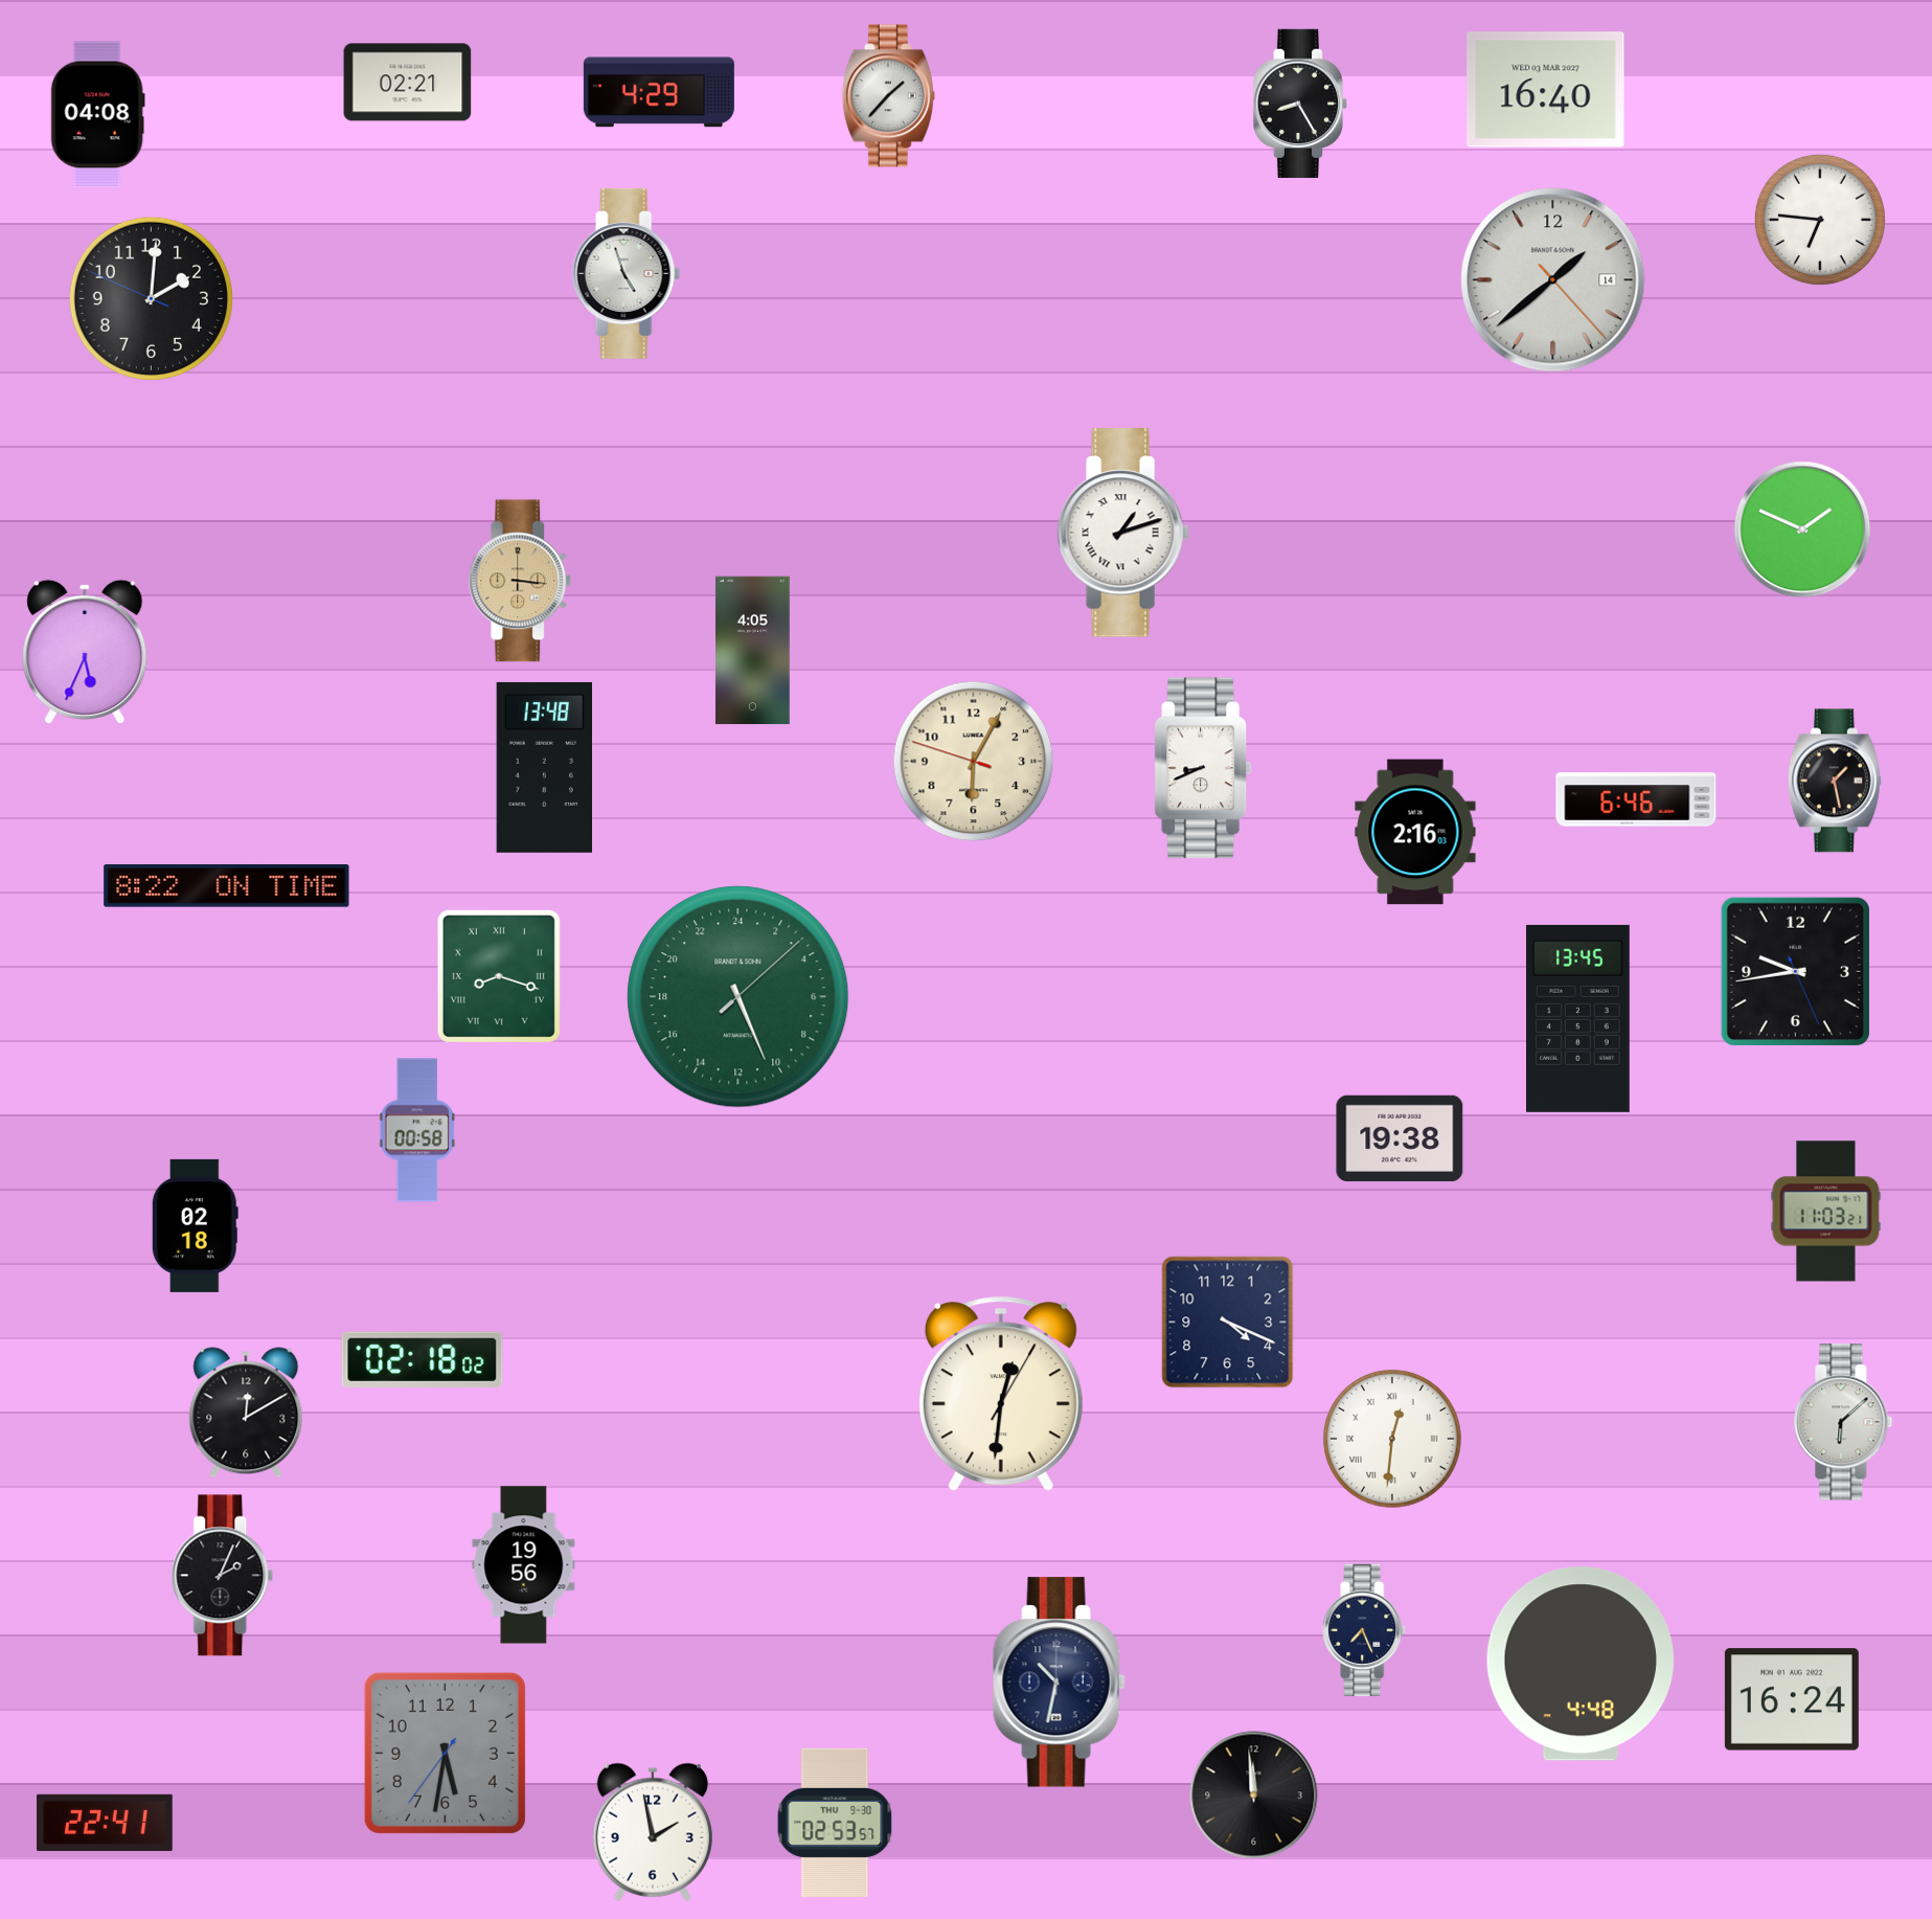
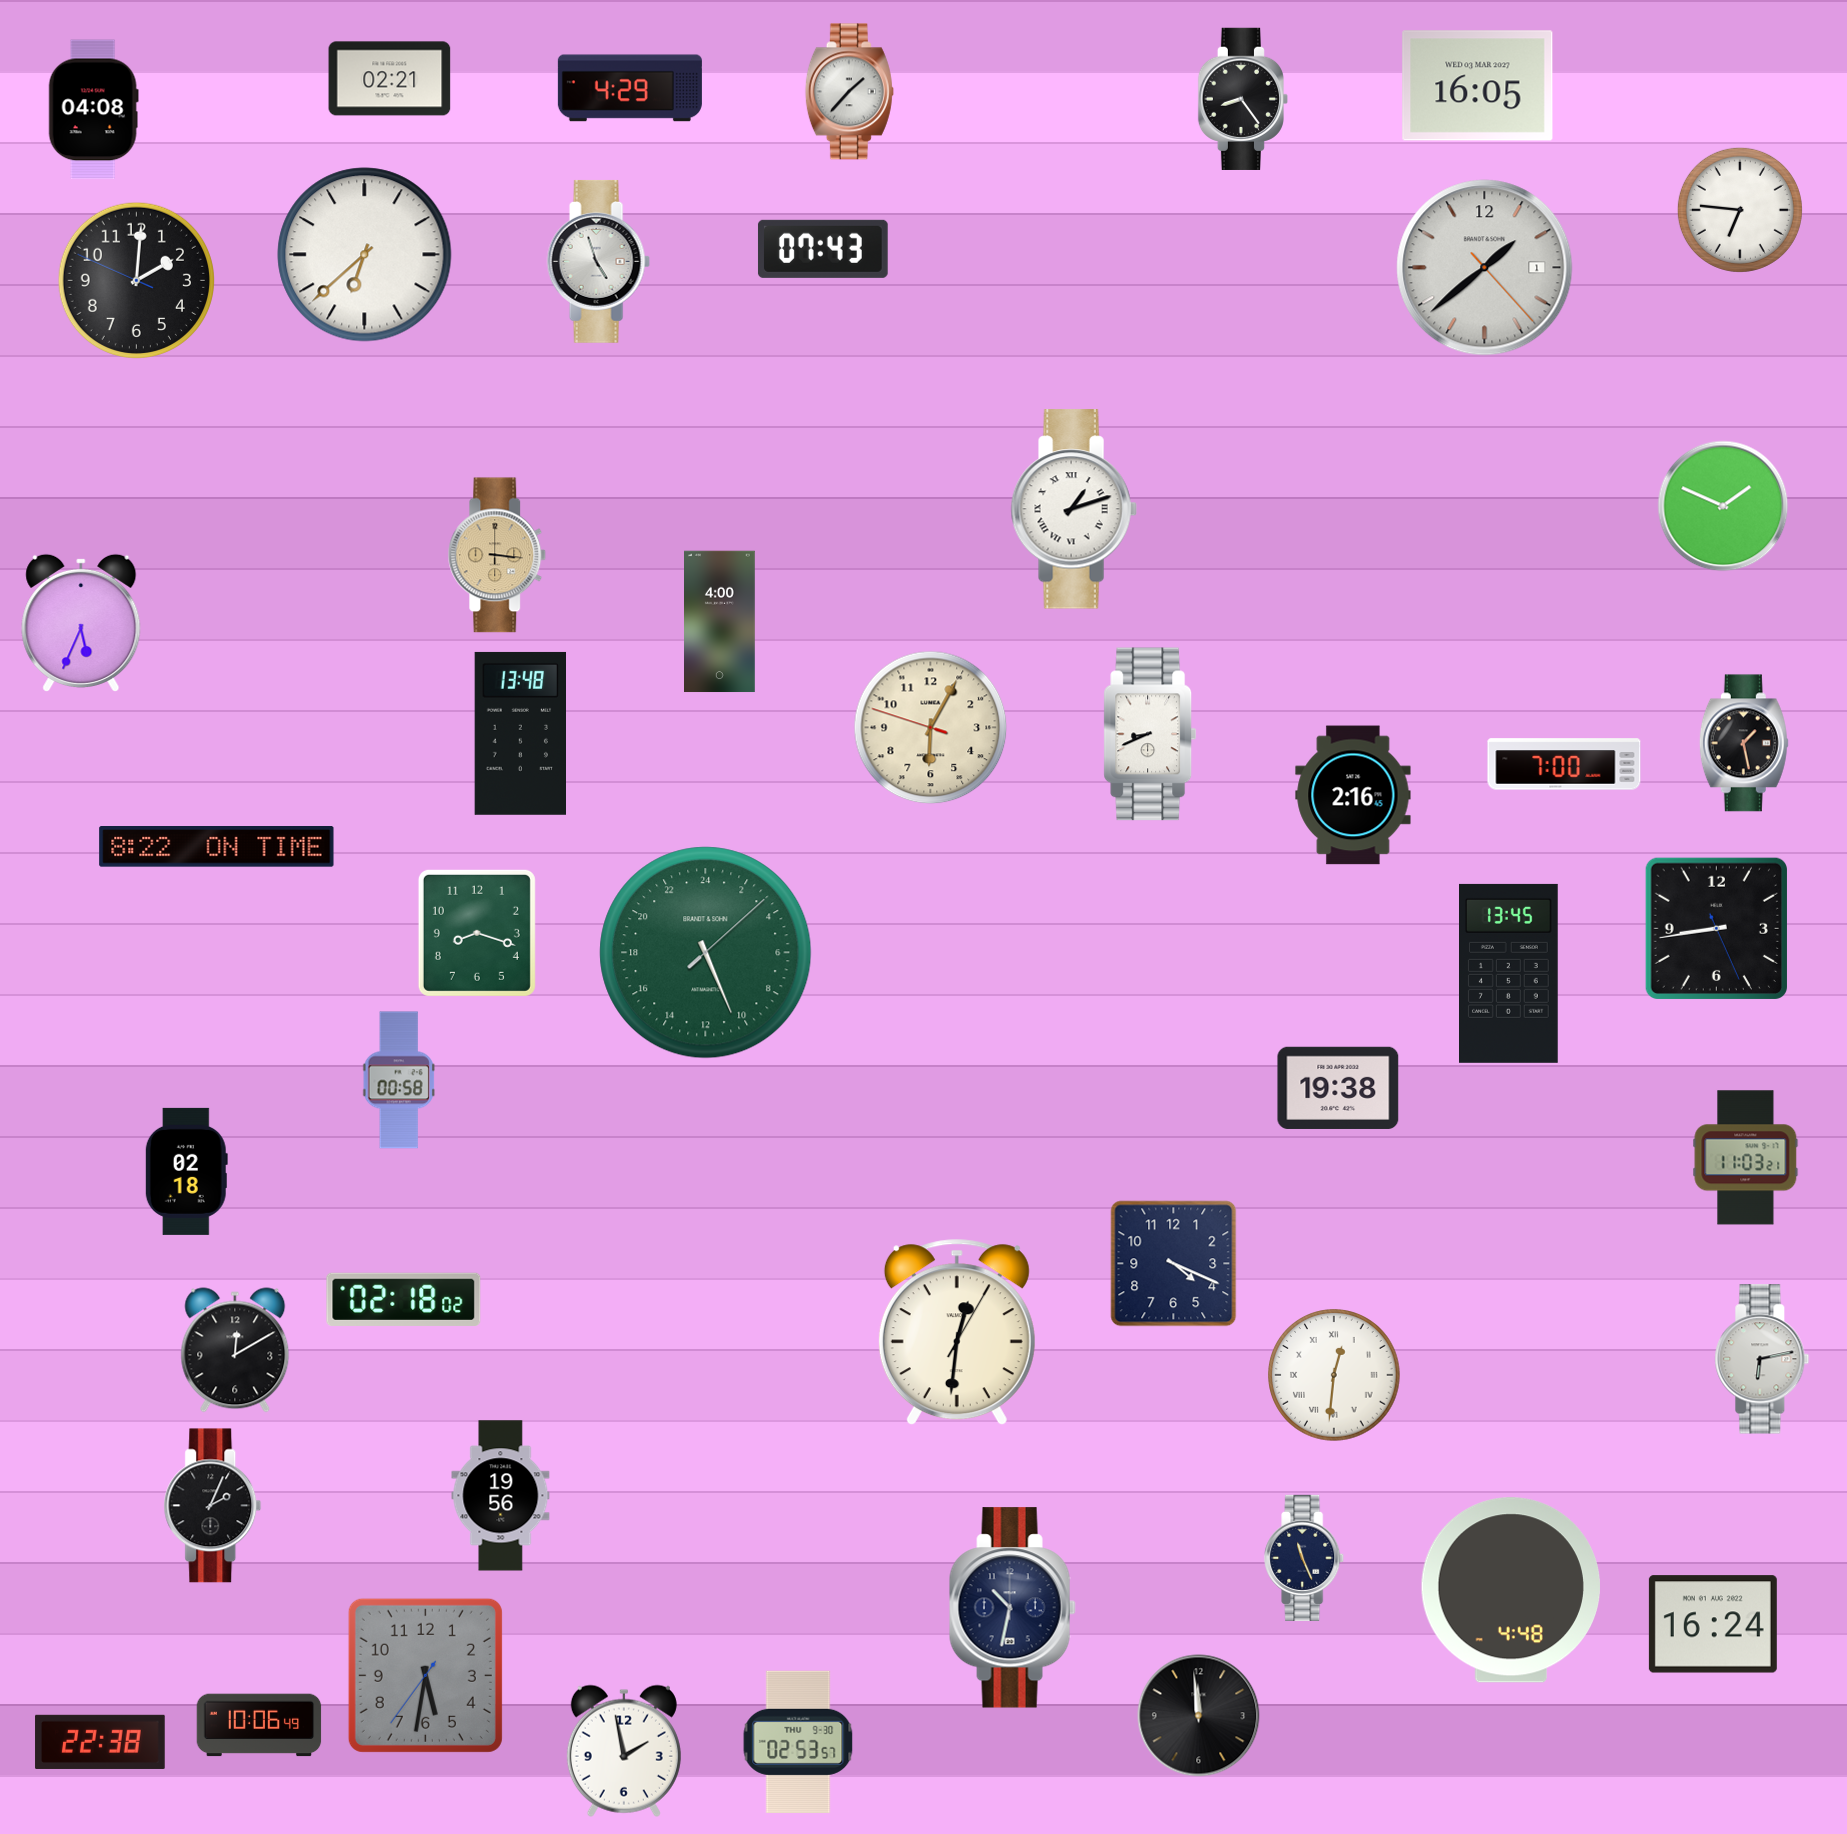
clock at (1546, 90): 16:40 -> 16:05
clock at (1299, 104): 8:25 -> 8:24
clock at (823, 249): none -> 07:43
clock at (365, 255): none -> 6:38
clock at (1553, 280) date: 14 -> 1
clock at (151, 298) position: (151, 298) -> (136, 280)
clock at (753, 651): 4:05 -> 4:00
clock at (1835, 781) position: (1835, 781) -> (1744, 743)
clock at (1636, 799): 6:46 -> 7:00
clock at (1415, 832): 2:16:03 -> 2:16:45
clock at (1795, 971): 9:43 -> 8:43
clock at (499, 976) numerals: Roman -> Arabic
clock at (1843, 1422): 6:08 -> 6:13
clock at (1392, 1439) position: (1392, 1439) -> (1334, 1375)
clock at (1365, 1630): 7:26 -> 11:26
clock at (259, 1725): none -> 10:06
clock at (105, 1823): 22:41 -> 22:38
